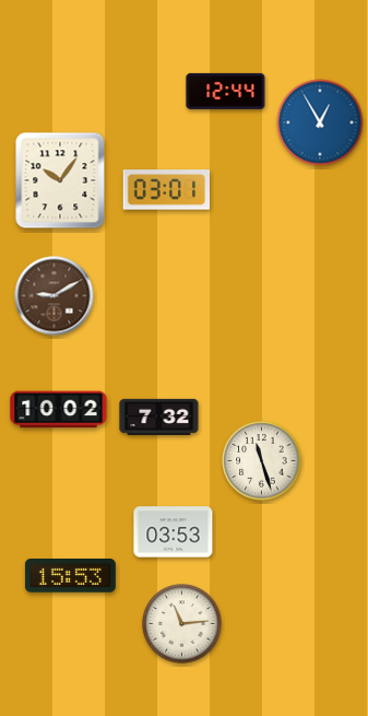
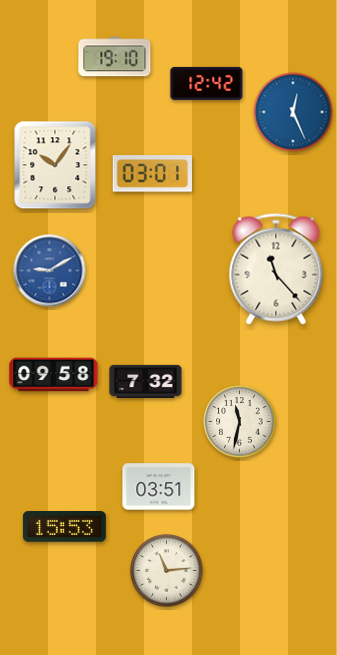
clock at (115, 57): none -> 19:10
clock at (226, 91): 12:44 -> 12:42
clock at (320, 122): 12:55 -> 12:26
clock at (276, 269): none -> 11:23
clock at (55, 296) dial: brown -> blue
clock at (59, 410): 10:02 -> 09:58
clock at (262, 461): 11:27 -> 11:32
clock at (174, 532): 03:53 -> 03:51
